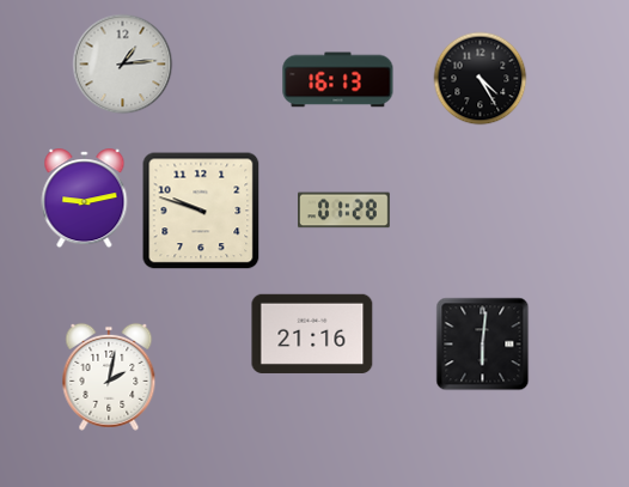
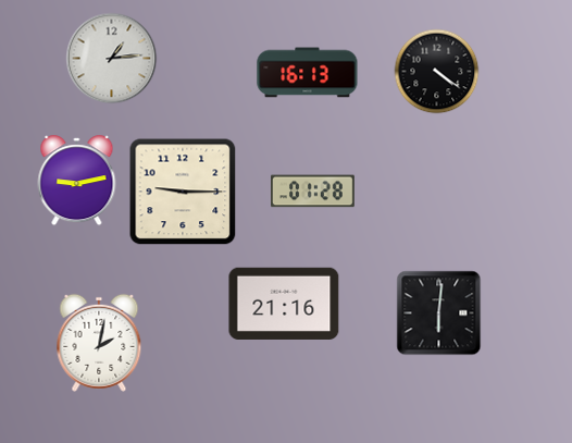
clock at (480, 78): 4:25 -> 4:21
clock at (201, 211): 9:48 -> 9:15
